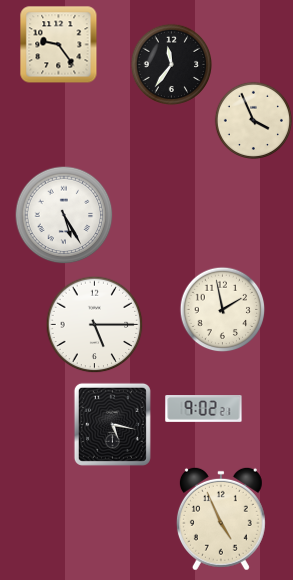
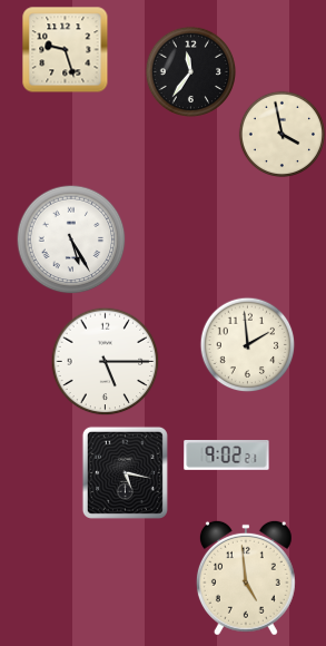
clock at (58, 44): 9:24 -> 9:27
clock at (253, 120): 3:56 -> 3:58
clock at (222, 309): 1:58 -> 1:59
clock at (221, 519): 4:56 -> 4:59
